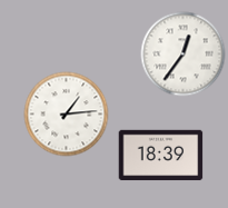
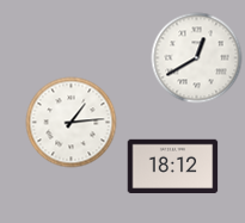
clock at (184, 55): 12:36 -> 12:40
clock at (161, 156): 18:39 -> 18:12
